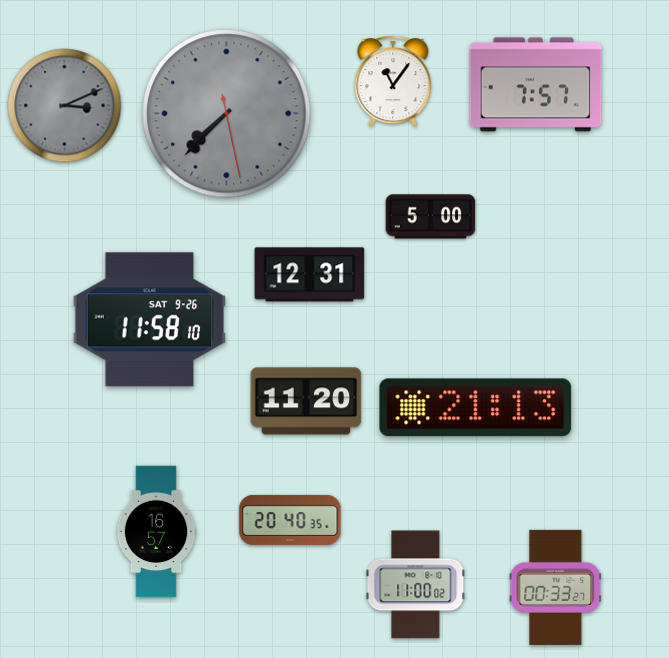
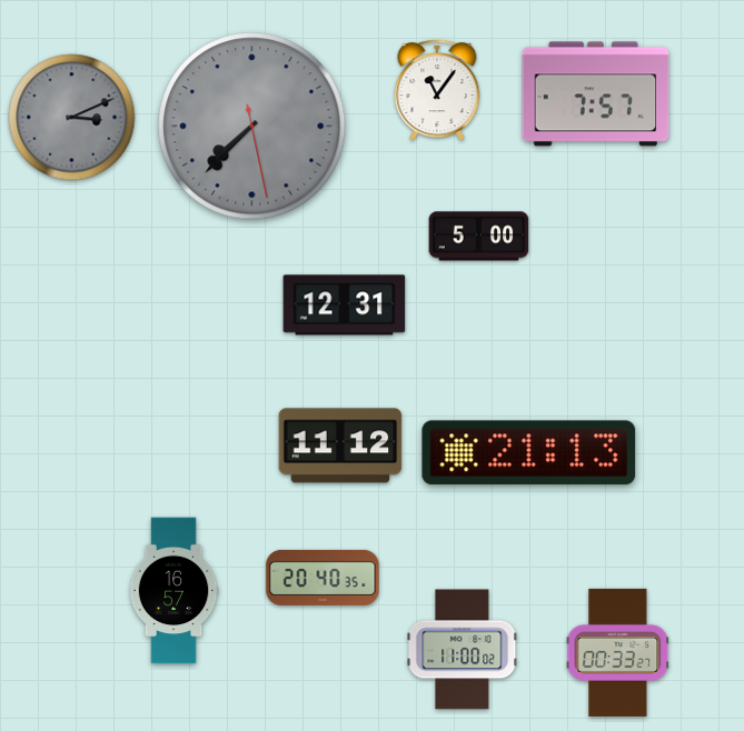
clock at (431, 217) position: (431, 217) -> (479, 237)
clock at (150, 320): 11:58 -> none
clock at (306, 401): 11:20 -> 11:12
